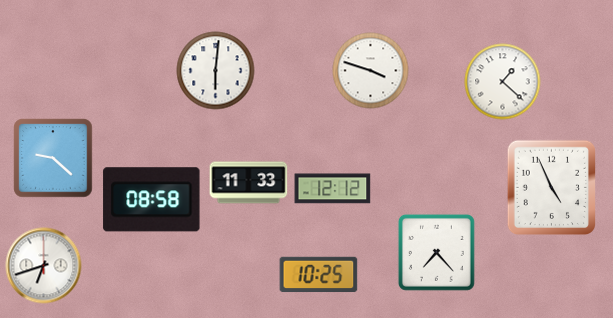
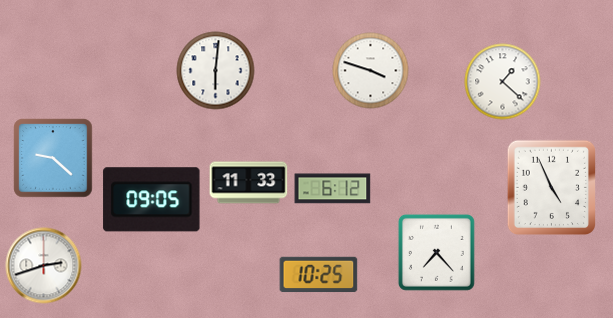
clock at (333, 189): 12:12 -> 6:12
clock at (152, 200): 08:58 -> 09:05
clock at (44, 266): 6:42 -> 2:42
